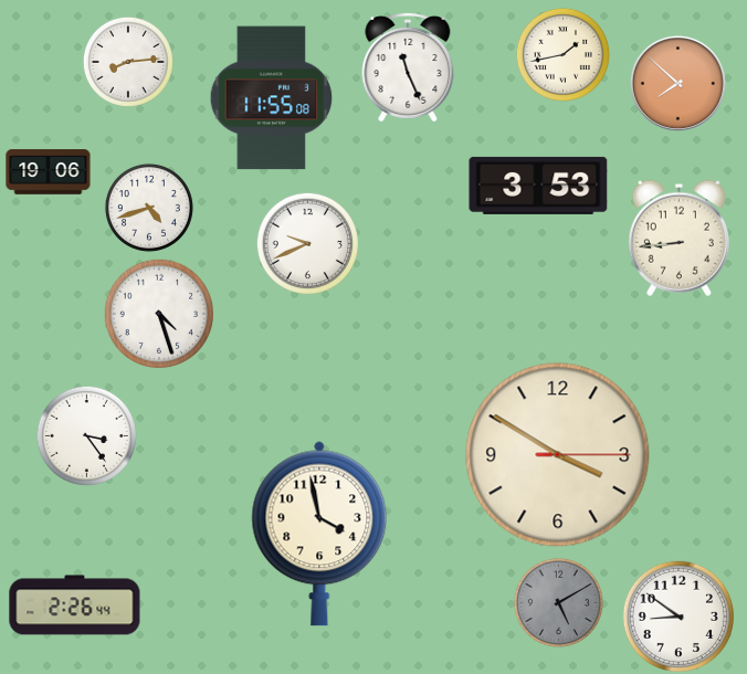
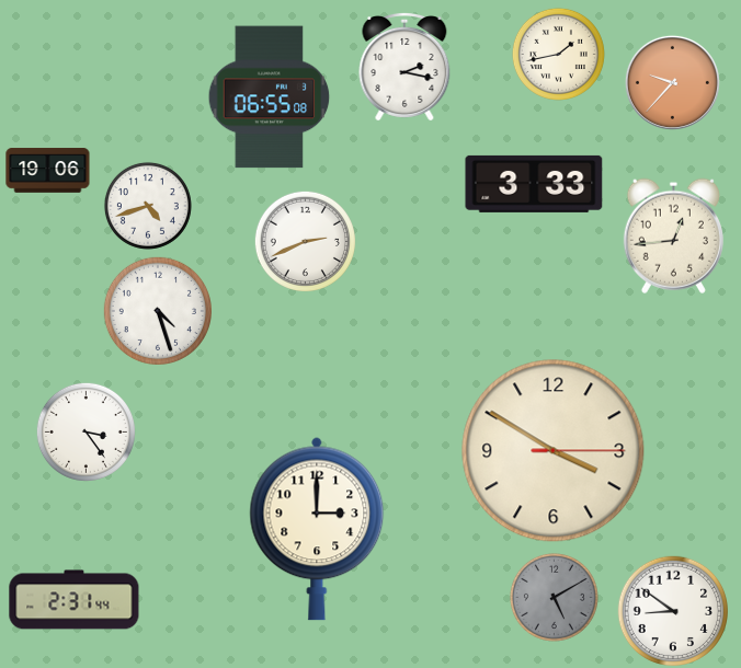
clock at (128, 62): 8:14 -> none
clock at (408, 67): 11:26 -> 2:17
clock at (677, 83): 7:52 -> 9:37
clock at (272, 98): 11:55 -> 06:55
clock at (538, 186): 3:53 -> 3:33
clock at (678, 238): 8:44 -> 12:44
clock at (307, 243): 9:41 -> 2:41
clock at (319, 534): 3:58 -> 3:00
clock at (75, 605): 2:26 -> 2:31
